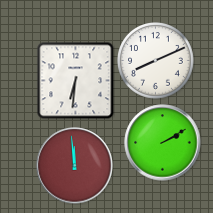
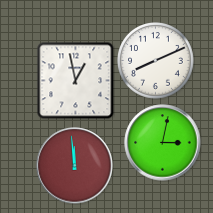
clock at (75, 80): 6:31 -> 12:58
clock at (163, 143): 2:10 -> 3:02
